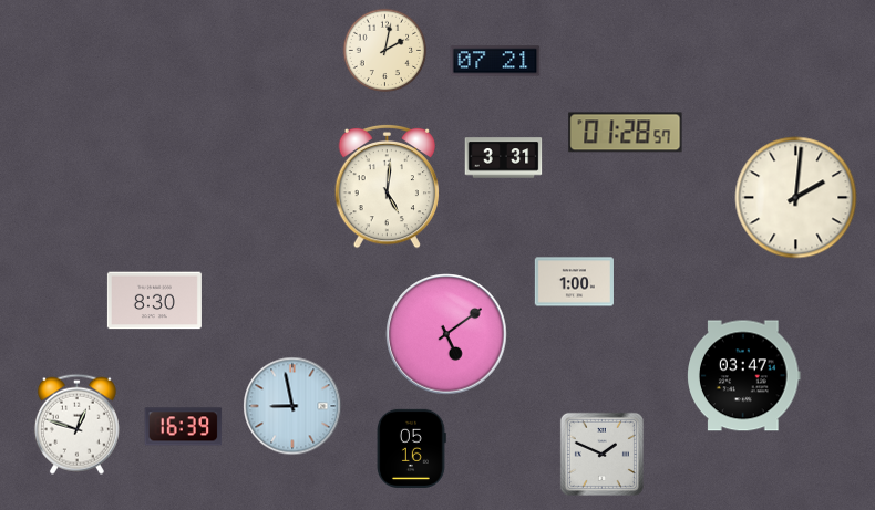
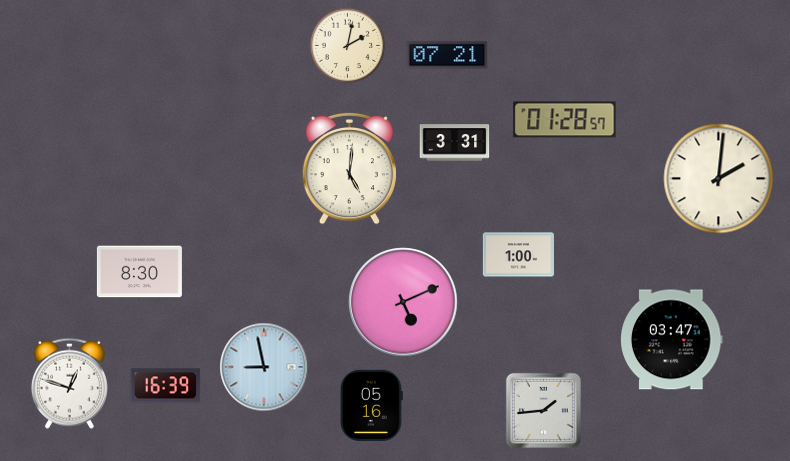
clock at (446, 334): 5:09 -> 5:11
clock at (601, 454): 1:49 -> 1:44
